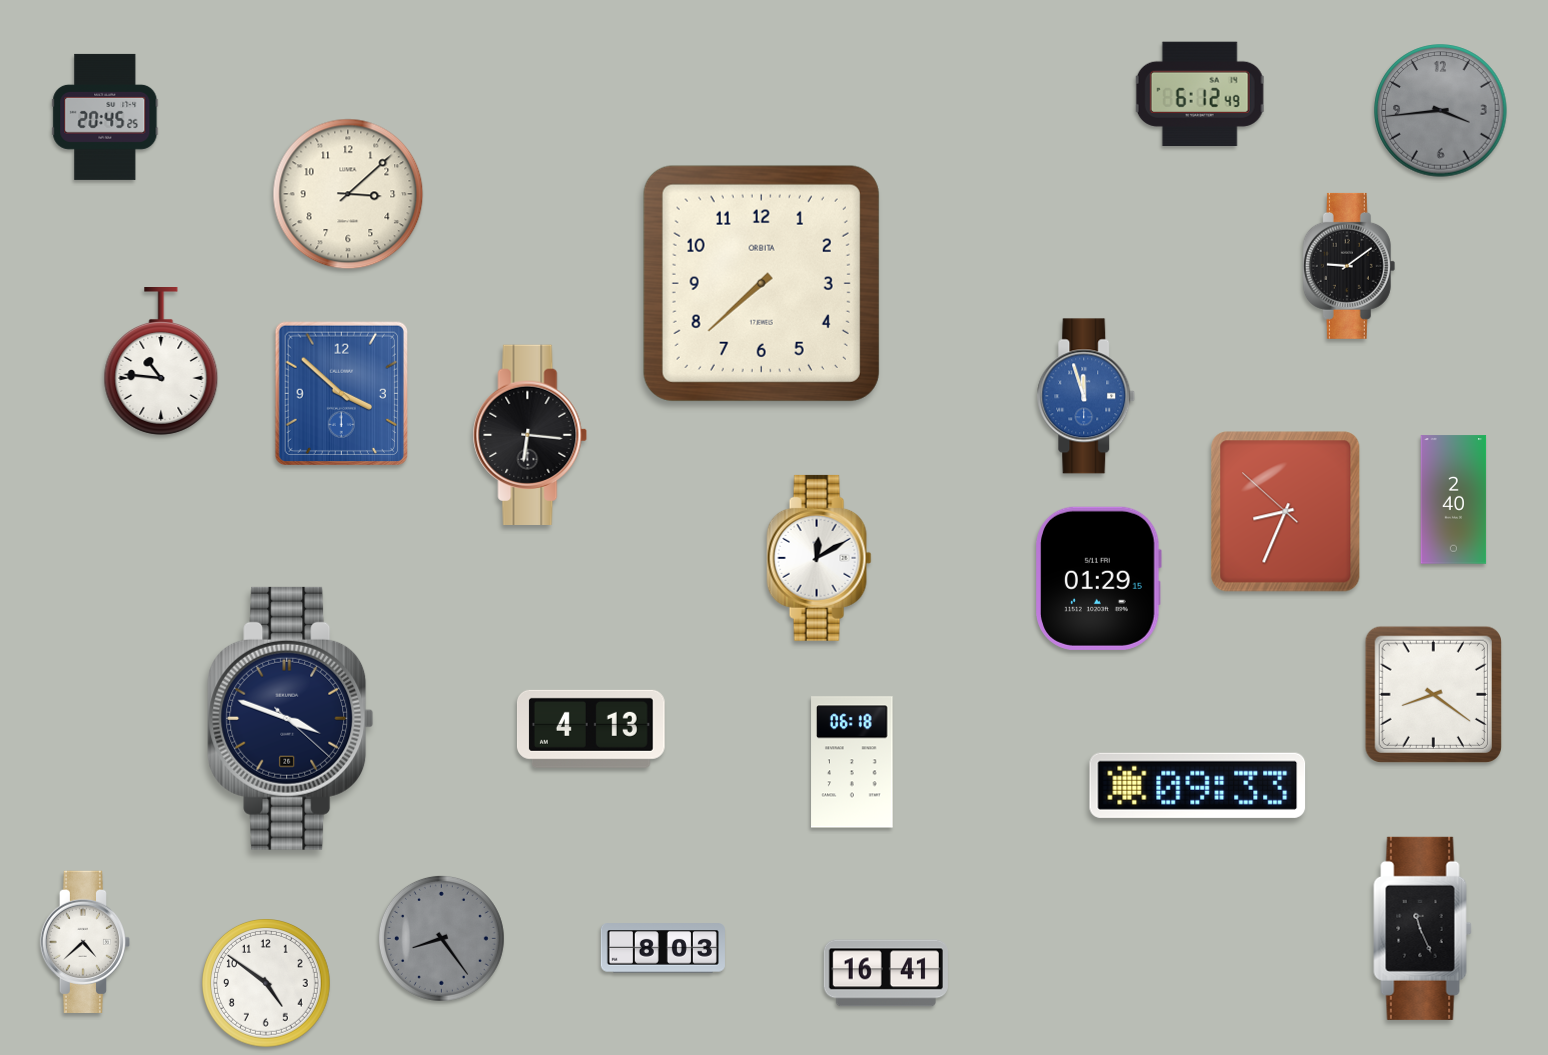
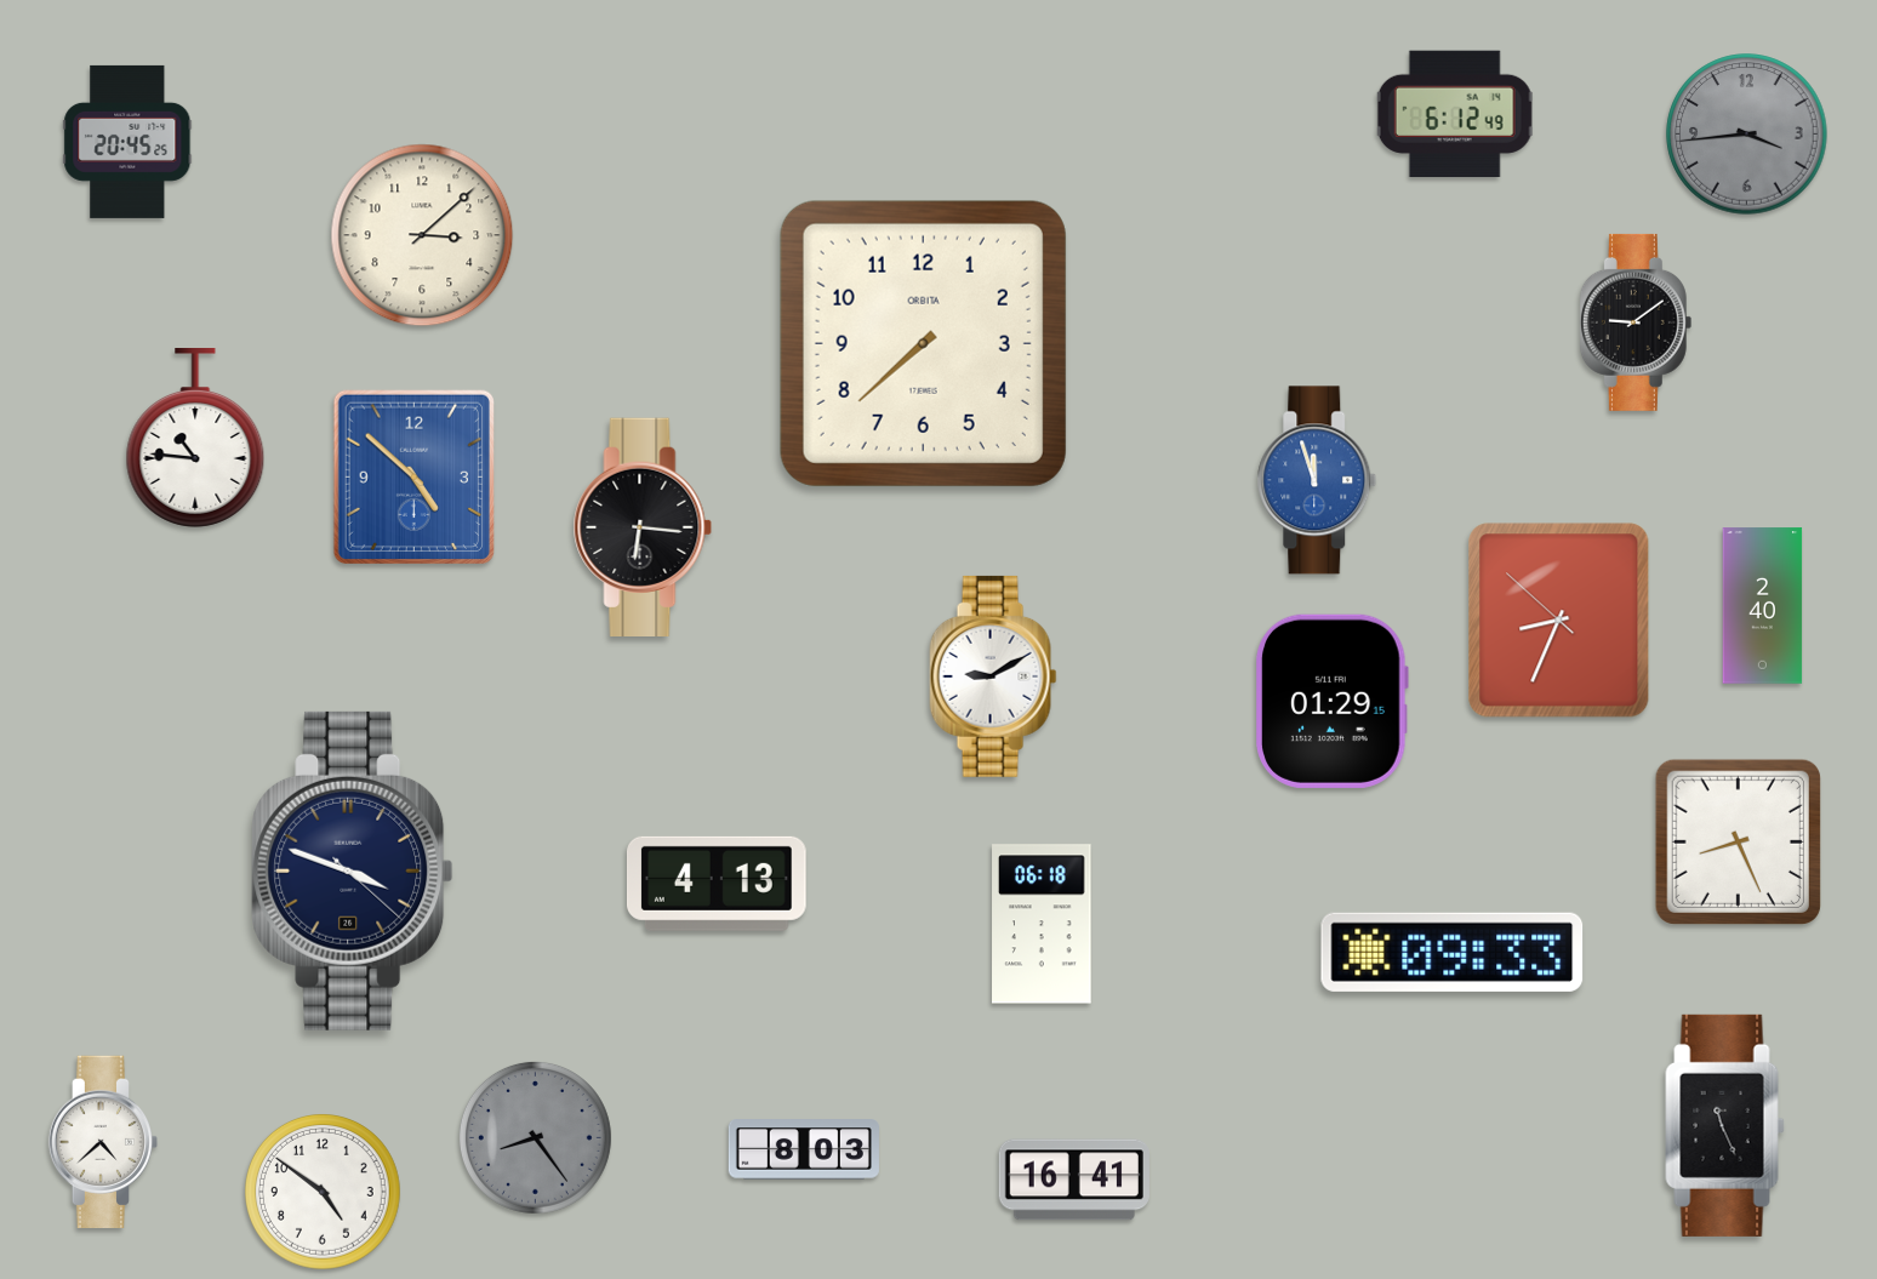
clock at (341, 393): 3:52 -> 4:52
clock at (819, 558): 12:10 -> 9:10
clock at (1433, 694): 8:21 -> 8:26
clock at (852, 762) position: (852, 762) -> (1042, 924)
